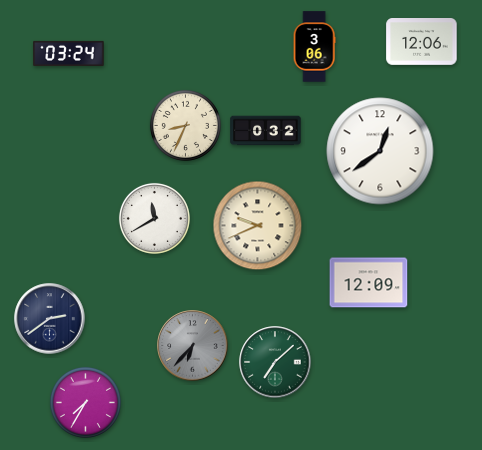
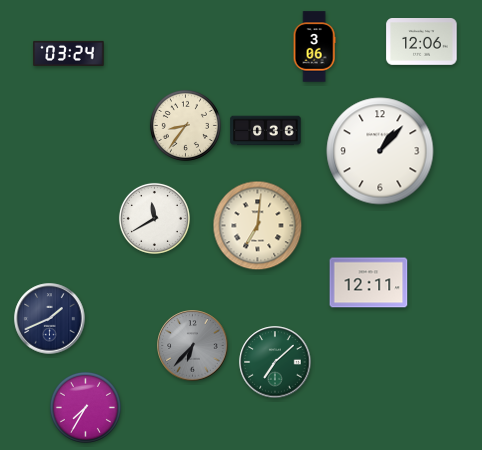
clock at (185, 125): 8:34 -> 8:36
clock at (266, 131): 0:32 -> 0:36
clock at (380, 151): 12:39 -> 1:07
clock at (258, 226): 9:41 -> 7:01
clock at (369, 283): 12:09 -> 12:11
clock at (50, 319): 2:39 -> 1:41
clock at (85, 402) position: (85, 402) -> (85, 407)
